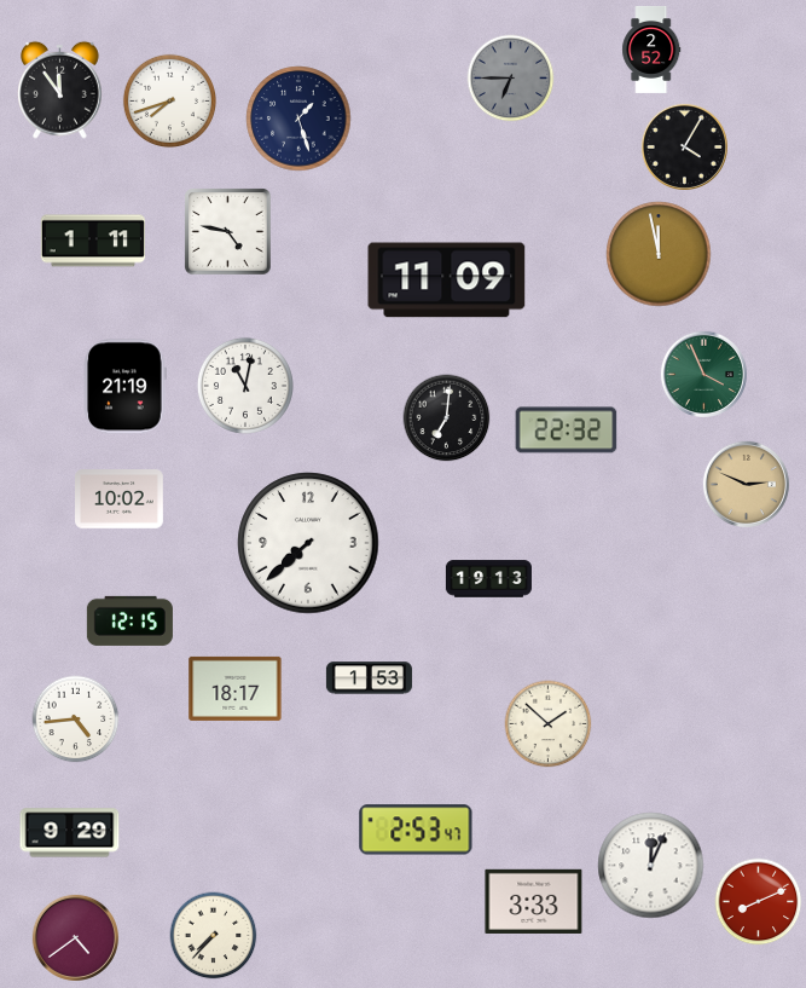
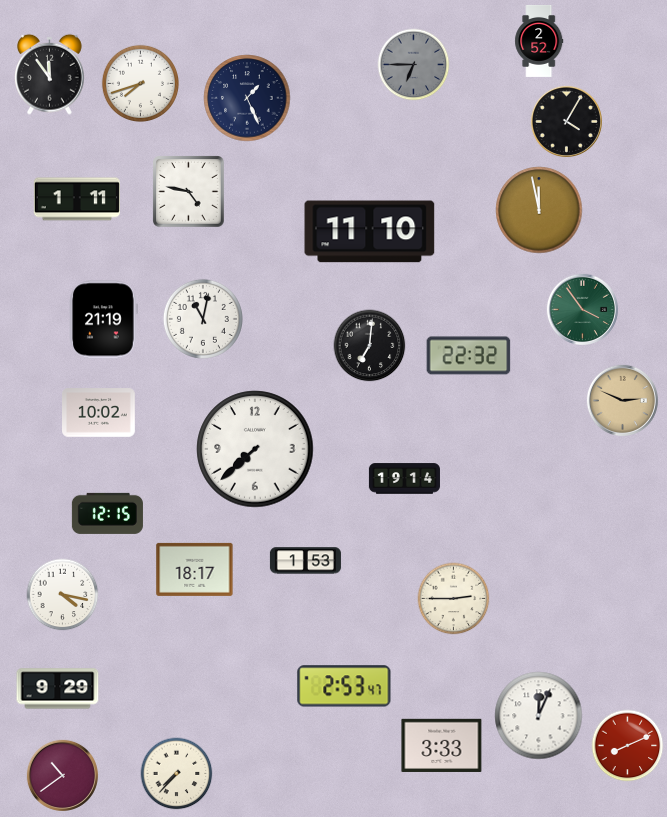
clock at (511, 79) position: (511, 79) -> (414, 65)
clock at (298, 119): 1:27 -> 1:26
clock at (659, 254) position: (659, 254) -> (539, 210)
clock at (447, 281): 11:09 -> 11:10
clock at (703, 374): 3:56 -> 3:54
clock at (746, 484) position: (746, 484) -> (622, 400)
clock at (488, 579): 19:13 -> 19:14
clock at (76, 720): 4:44 -> 4:17
clock at (549, 724): 1:52 -> 2:45
clock at (75, 937): 4:39 -> 10:39
